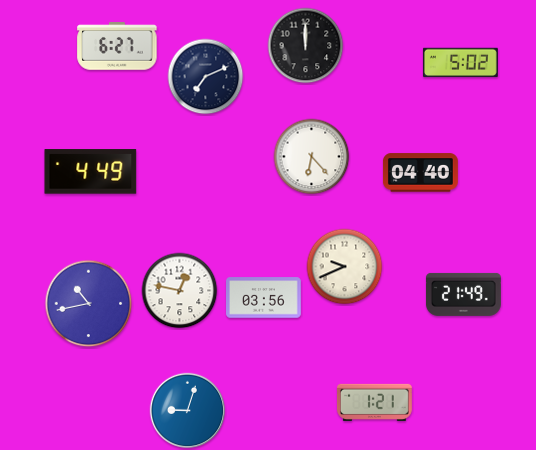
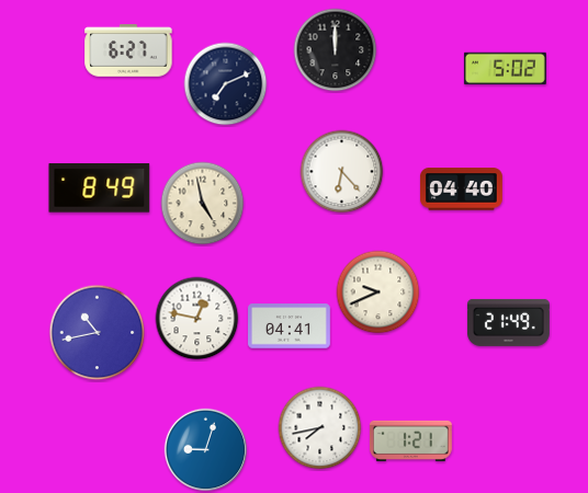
clock at (91, 172): 4:49 -> 8:49
clock at (203, 204): none -> 4:58
clock at (264, 298): 03:56 -> 04:41
clock at (320, 428): none -> 7:43
